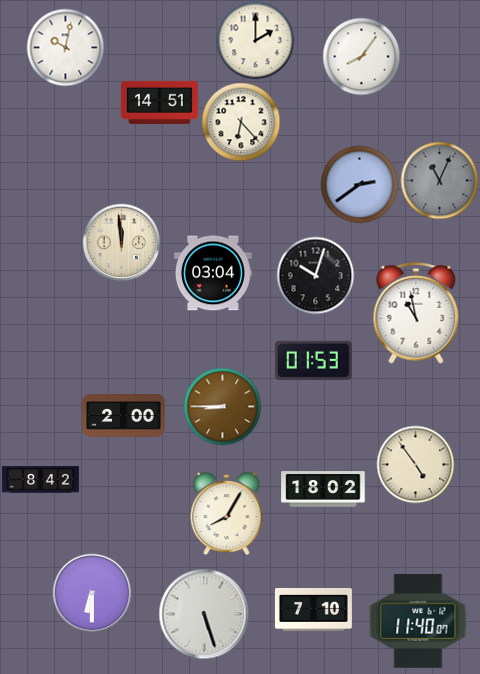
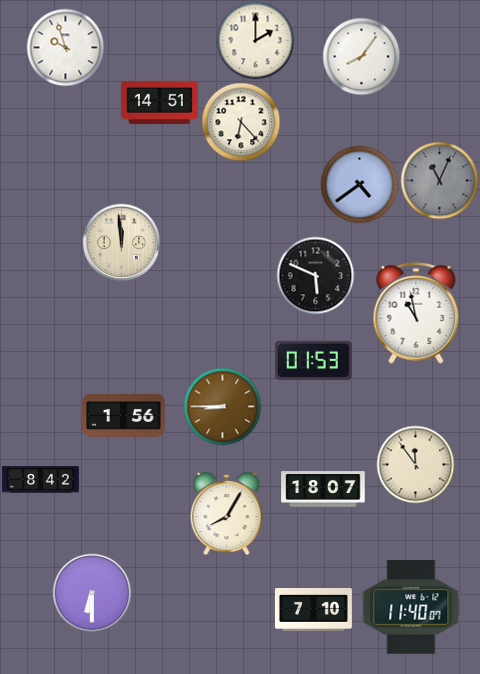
clock at (65, 47): 10:02 -> 9:57
clock at (359, 184): 2:39 -> 4:39
clock at (213, 273): 03:04 -> none
clock at (315, 275): 10:03 -> 5:49
clock at (124, 416): 2:00 -> 1:56
clock at (415, 464): 4:54 -> 11:54
clock at (323, 489): 18:02 -> 18:07
clock at (204, 614): 5:27 -> none
clock at (418, 622) position: (418, 622) -> (411, 608)
